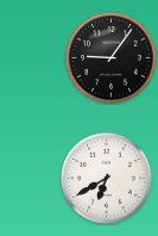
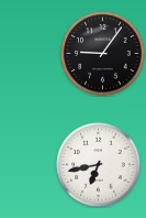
clock at (107, 179): 6:40 -> 6:43
